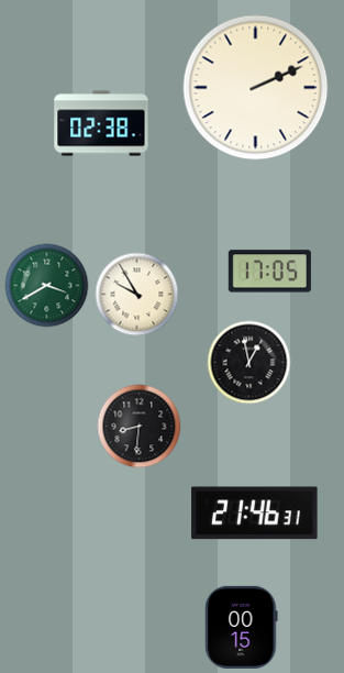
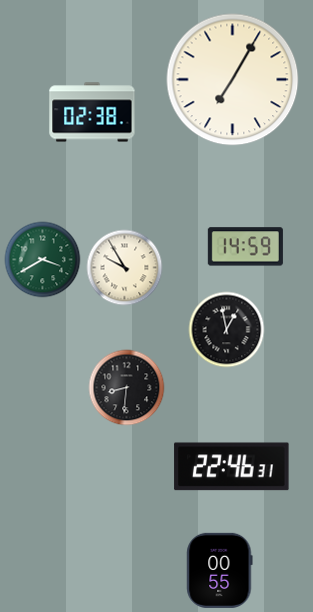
clock at (256, 88): 2:11 -> 7:05
clock at (269, 272): 17:05 -> 14:59
clock at (255, 514): 21:46 -> 22:46
clock at (242, 627): 00:15 -> 00:55
